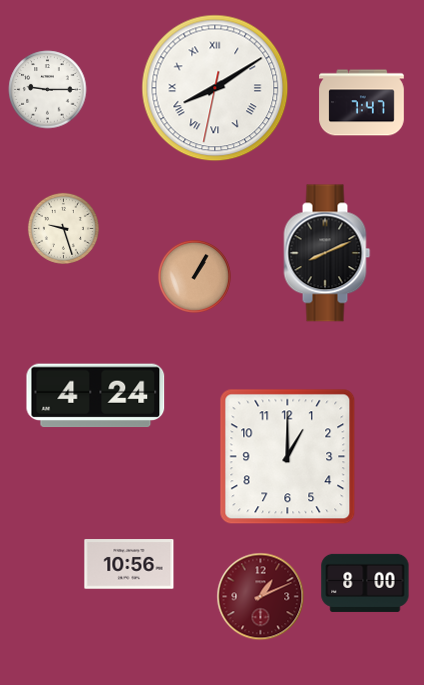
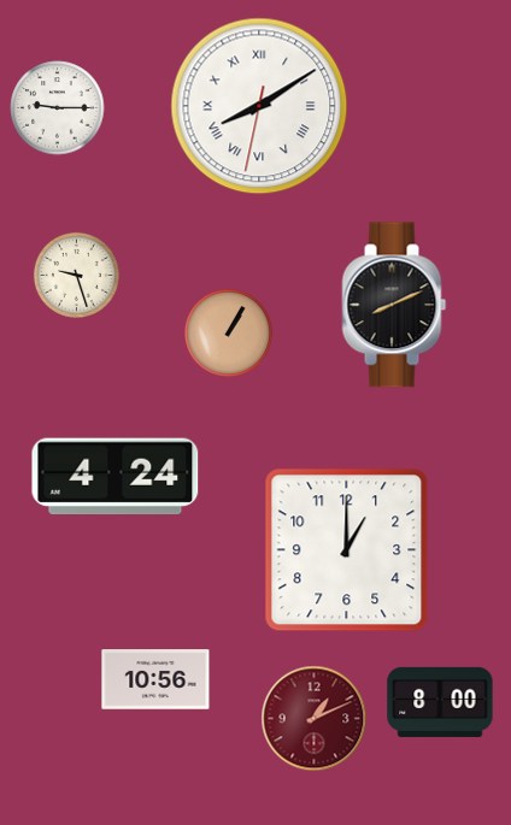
clock at (362, 103): 7:47 -> none
clock at (194, 276) position: (194, 276) -> (228, 332)
